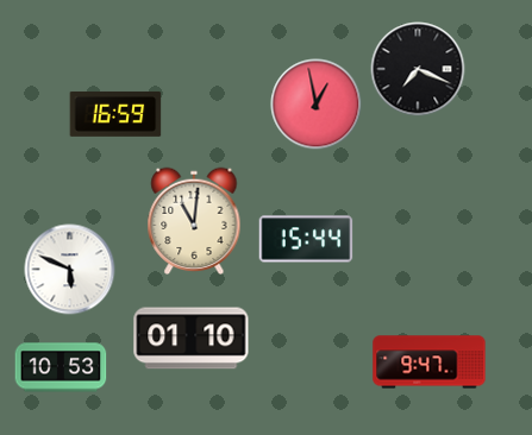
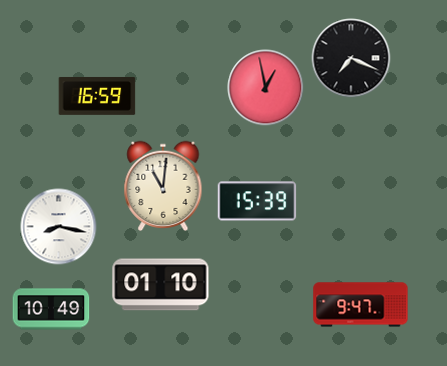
clock at (306, 239): 15:44 -> 15:39
clock at (70, 270): 5:49 -> 8:17
clock at (61, 367): 10:53 -> 10:49
